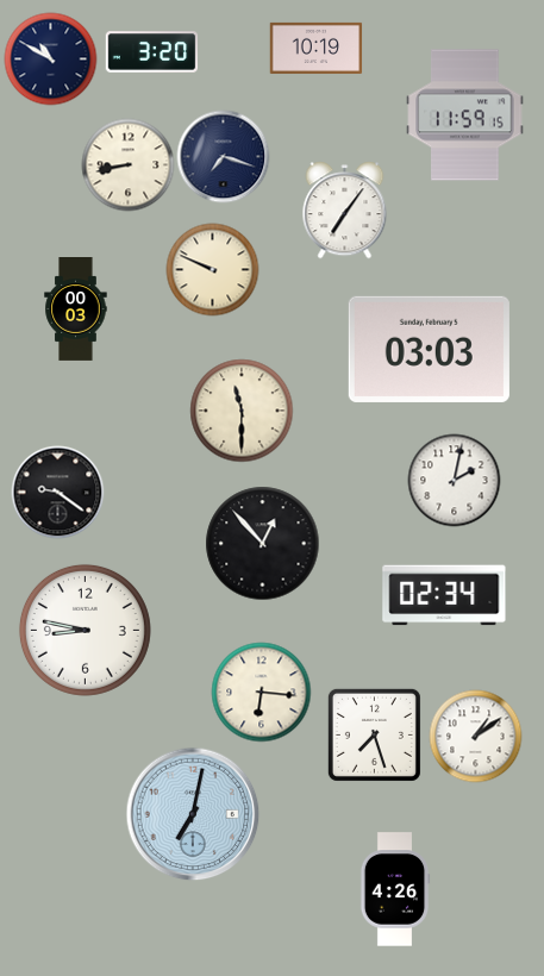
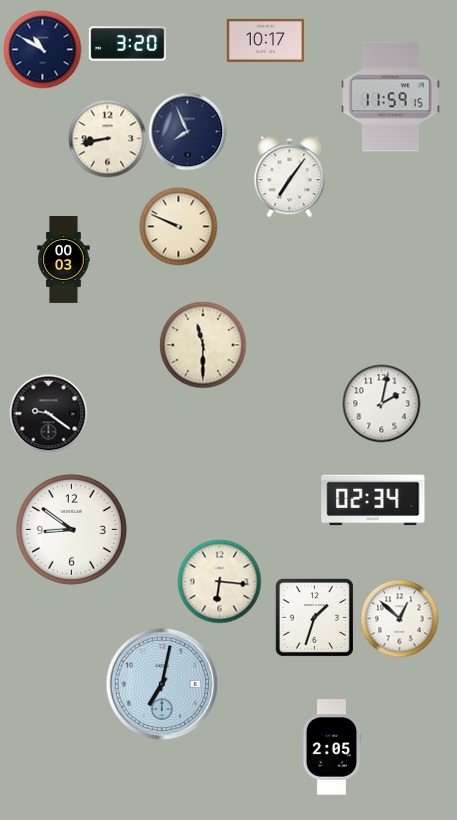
clock at (315, 48): 10:19 -> 10:17
clock at (223, 156): 7:18 -> 7:56
clock at (429, 349): 03:03 -> none
clock at (262, 543): 12:53 -> none
clock at (85, 630): 8:47 -> 8:51
clock at (374, 734): 7:27 -> 1:33
clock at (475, 736): 1:09 -> 12:52
clock at (395, 889): 4:26 -> 2:05
